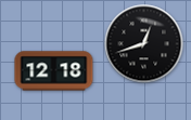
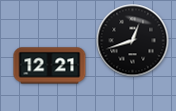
clock at (54, 71): 12:18 -> 12:21
